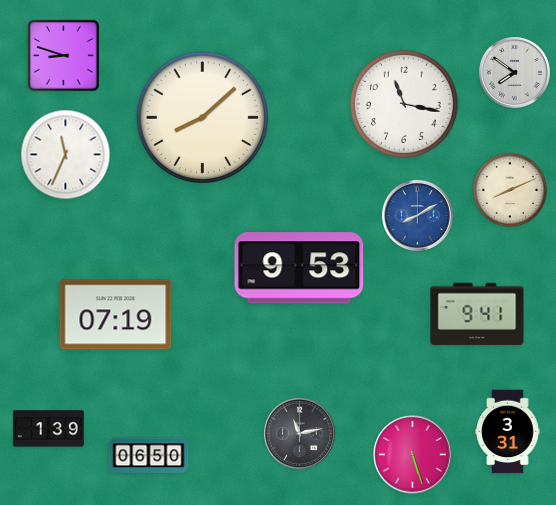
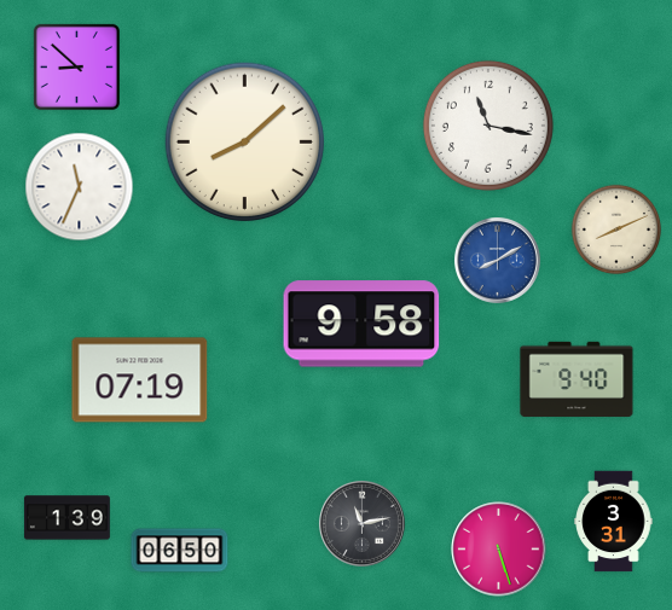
clock at (63, 55): 8:48 -> 8:52
clock at (514, 72): 7:51 -> none
clock at (417, 215) position: (417, 215) -> (497, 260)
clock at (299, 268): 9:53 -> 9:58
clock at (477, 314): 9:41 -> 9:40
clock at (48, 429) position: (48, 429) -> (66, 518)
